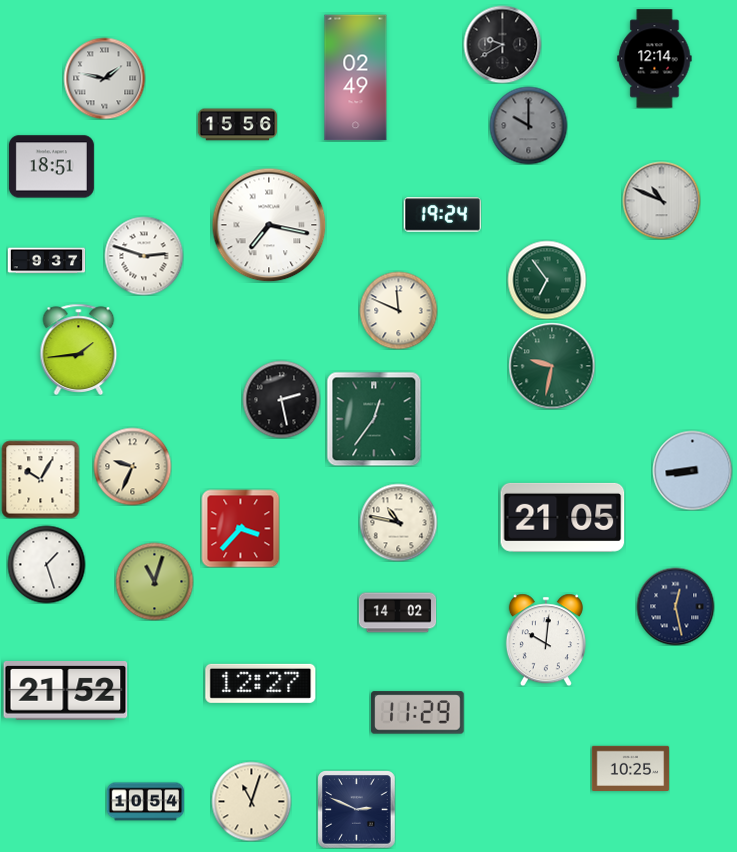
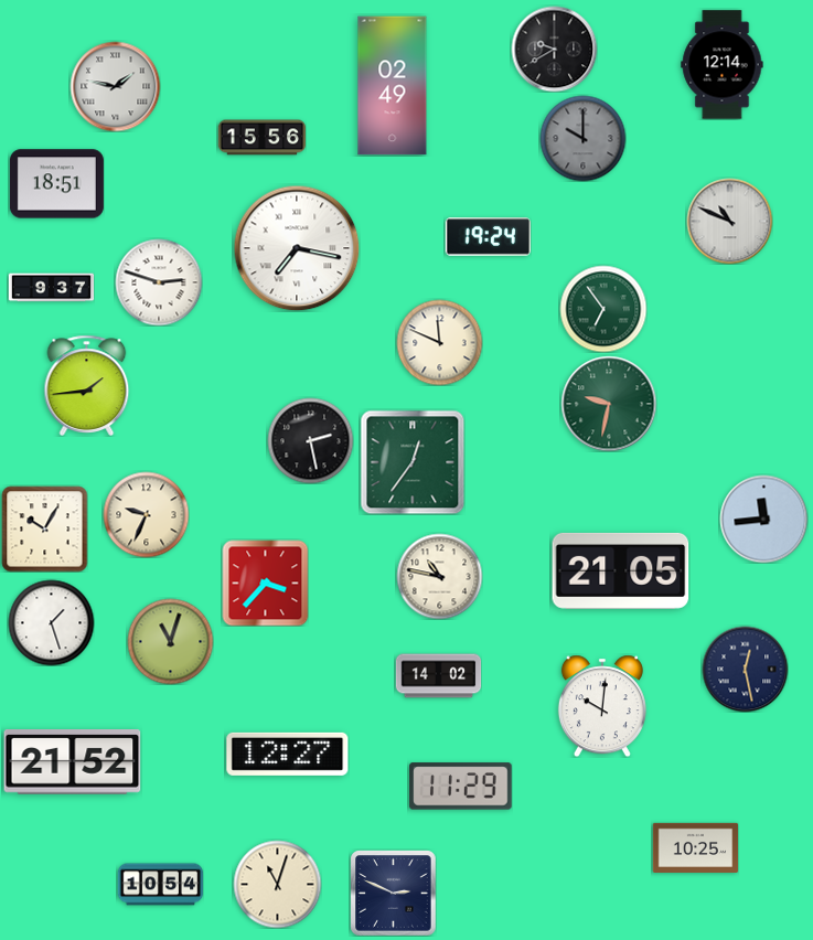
clock at (692, 470): 8:44 -> 11:44
